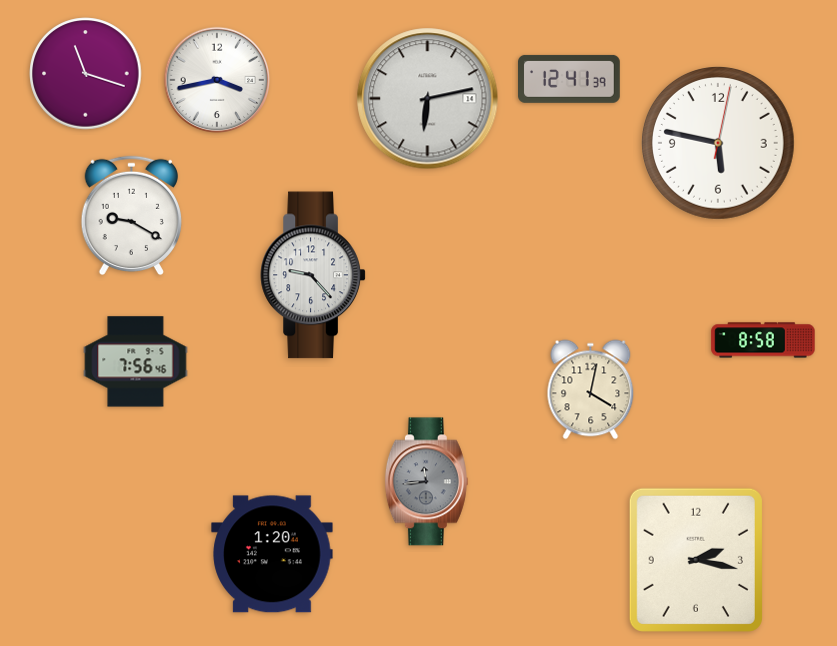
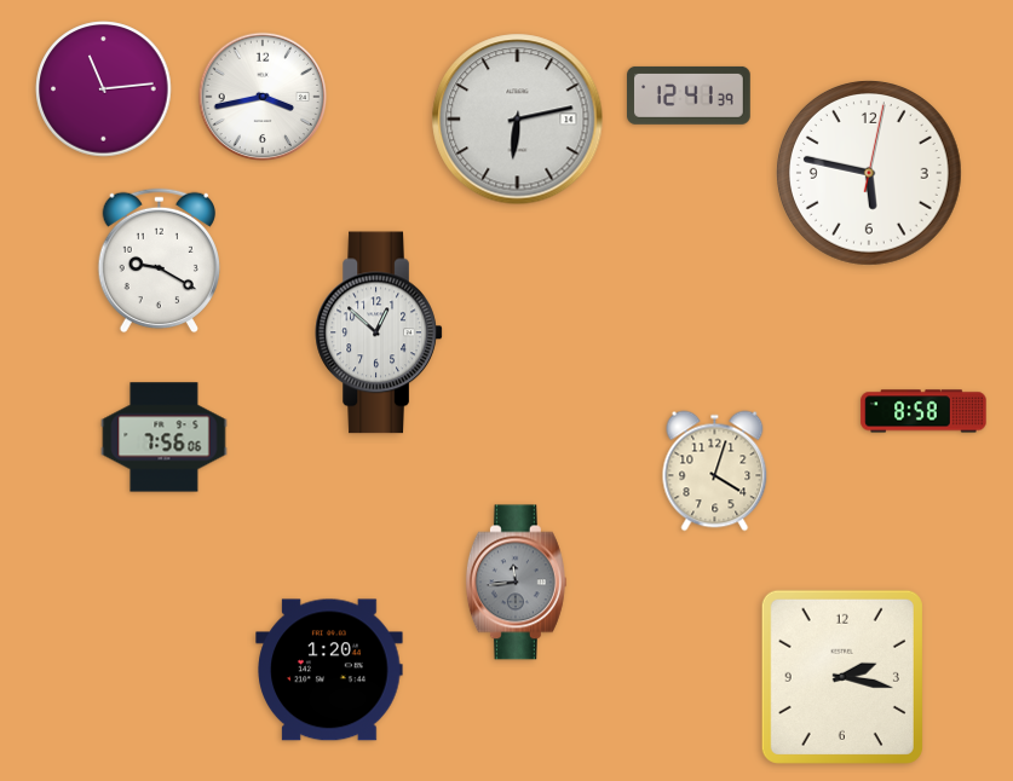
clock at (86, 74): 11:18 -> 11:14
clock at (313, 275): 9:23 -> 12:52
clock at (136, 362): 7:56:46 -> 7:56:06
clock at (591, 390): 4:02 -> 4:03
